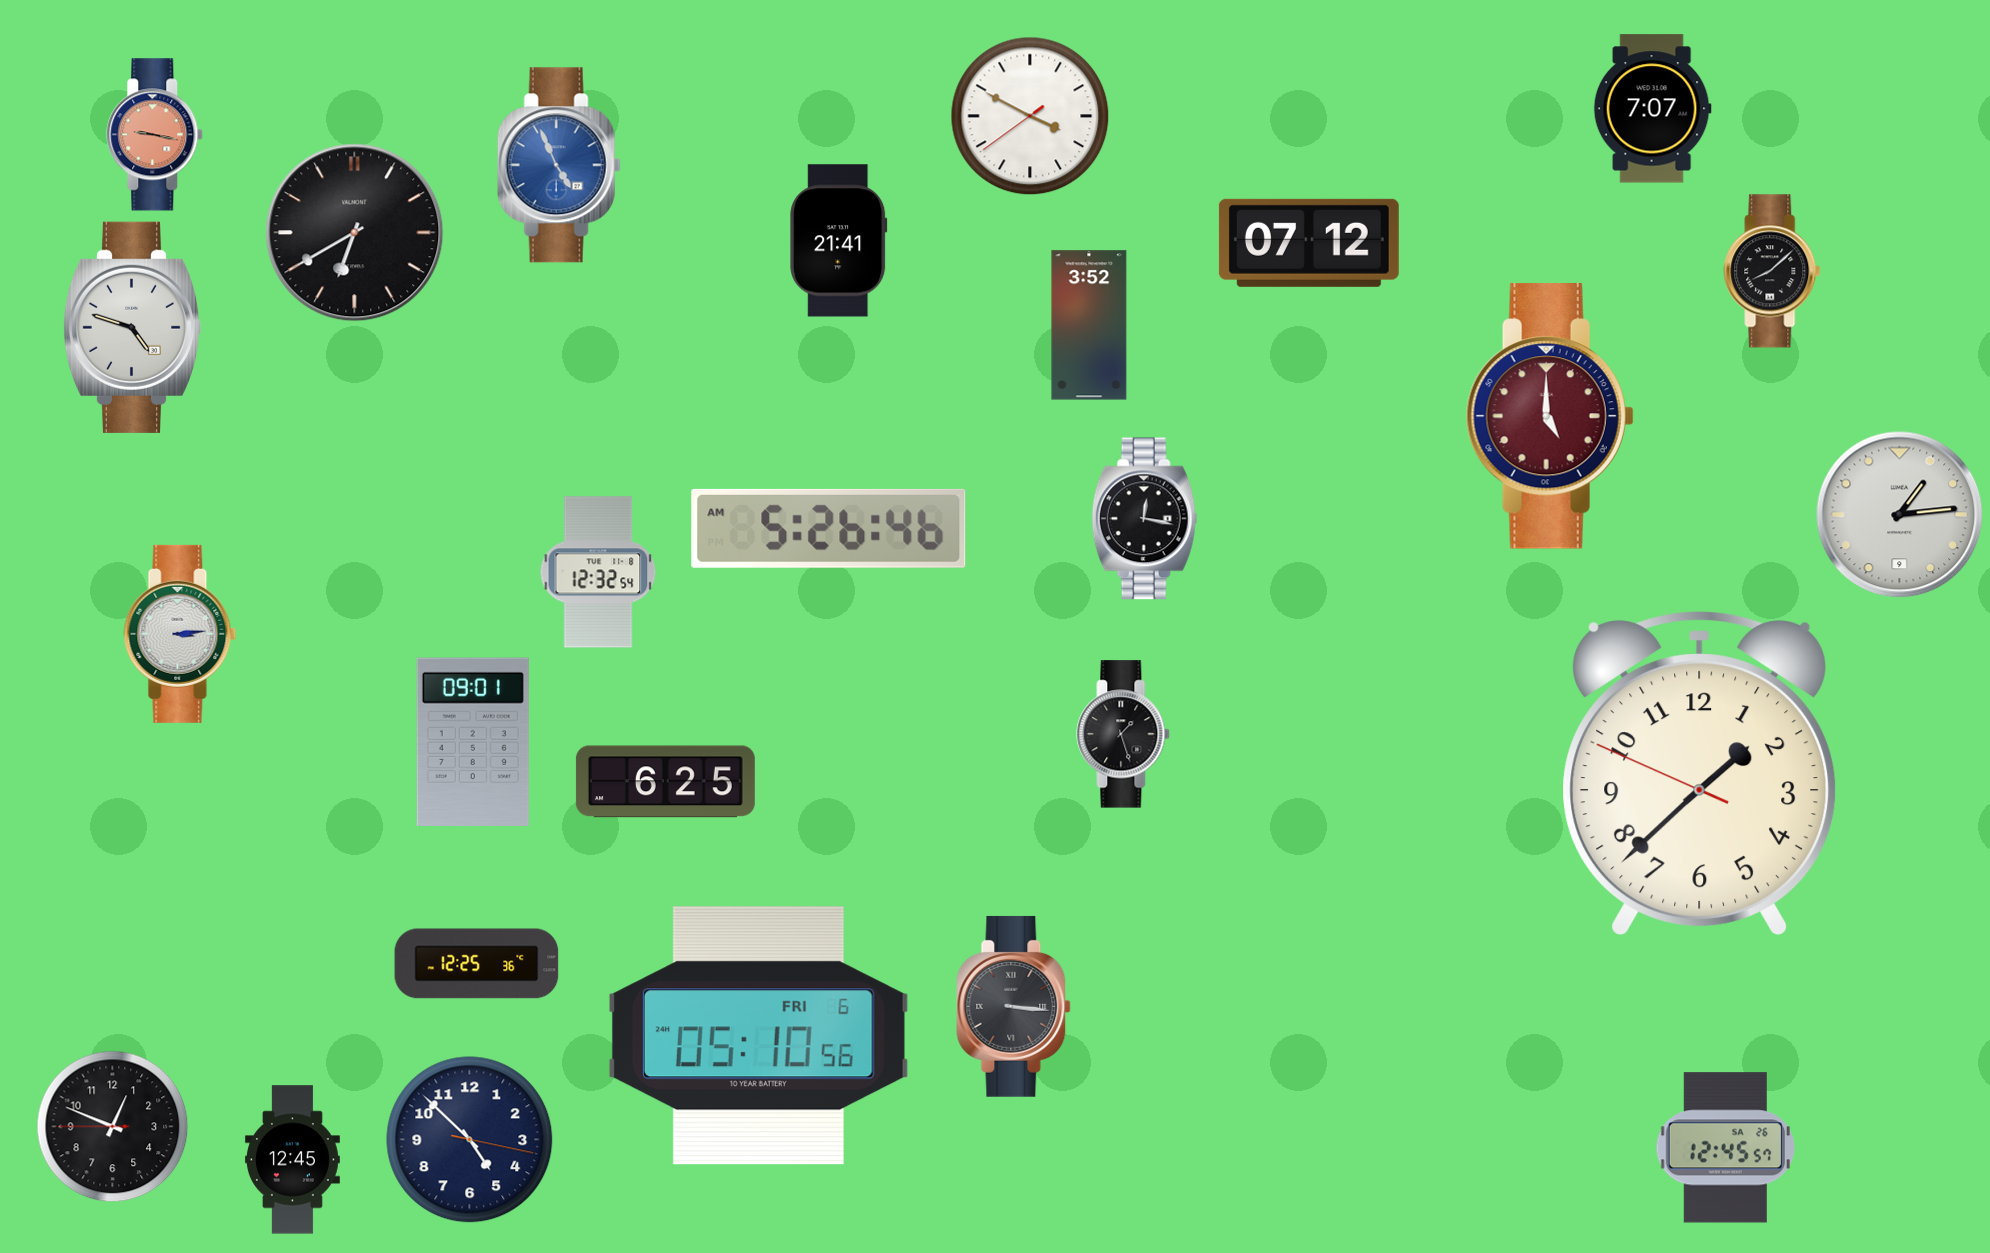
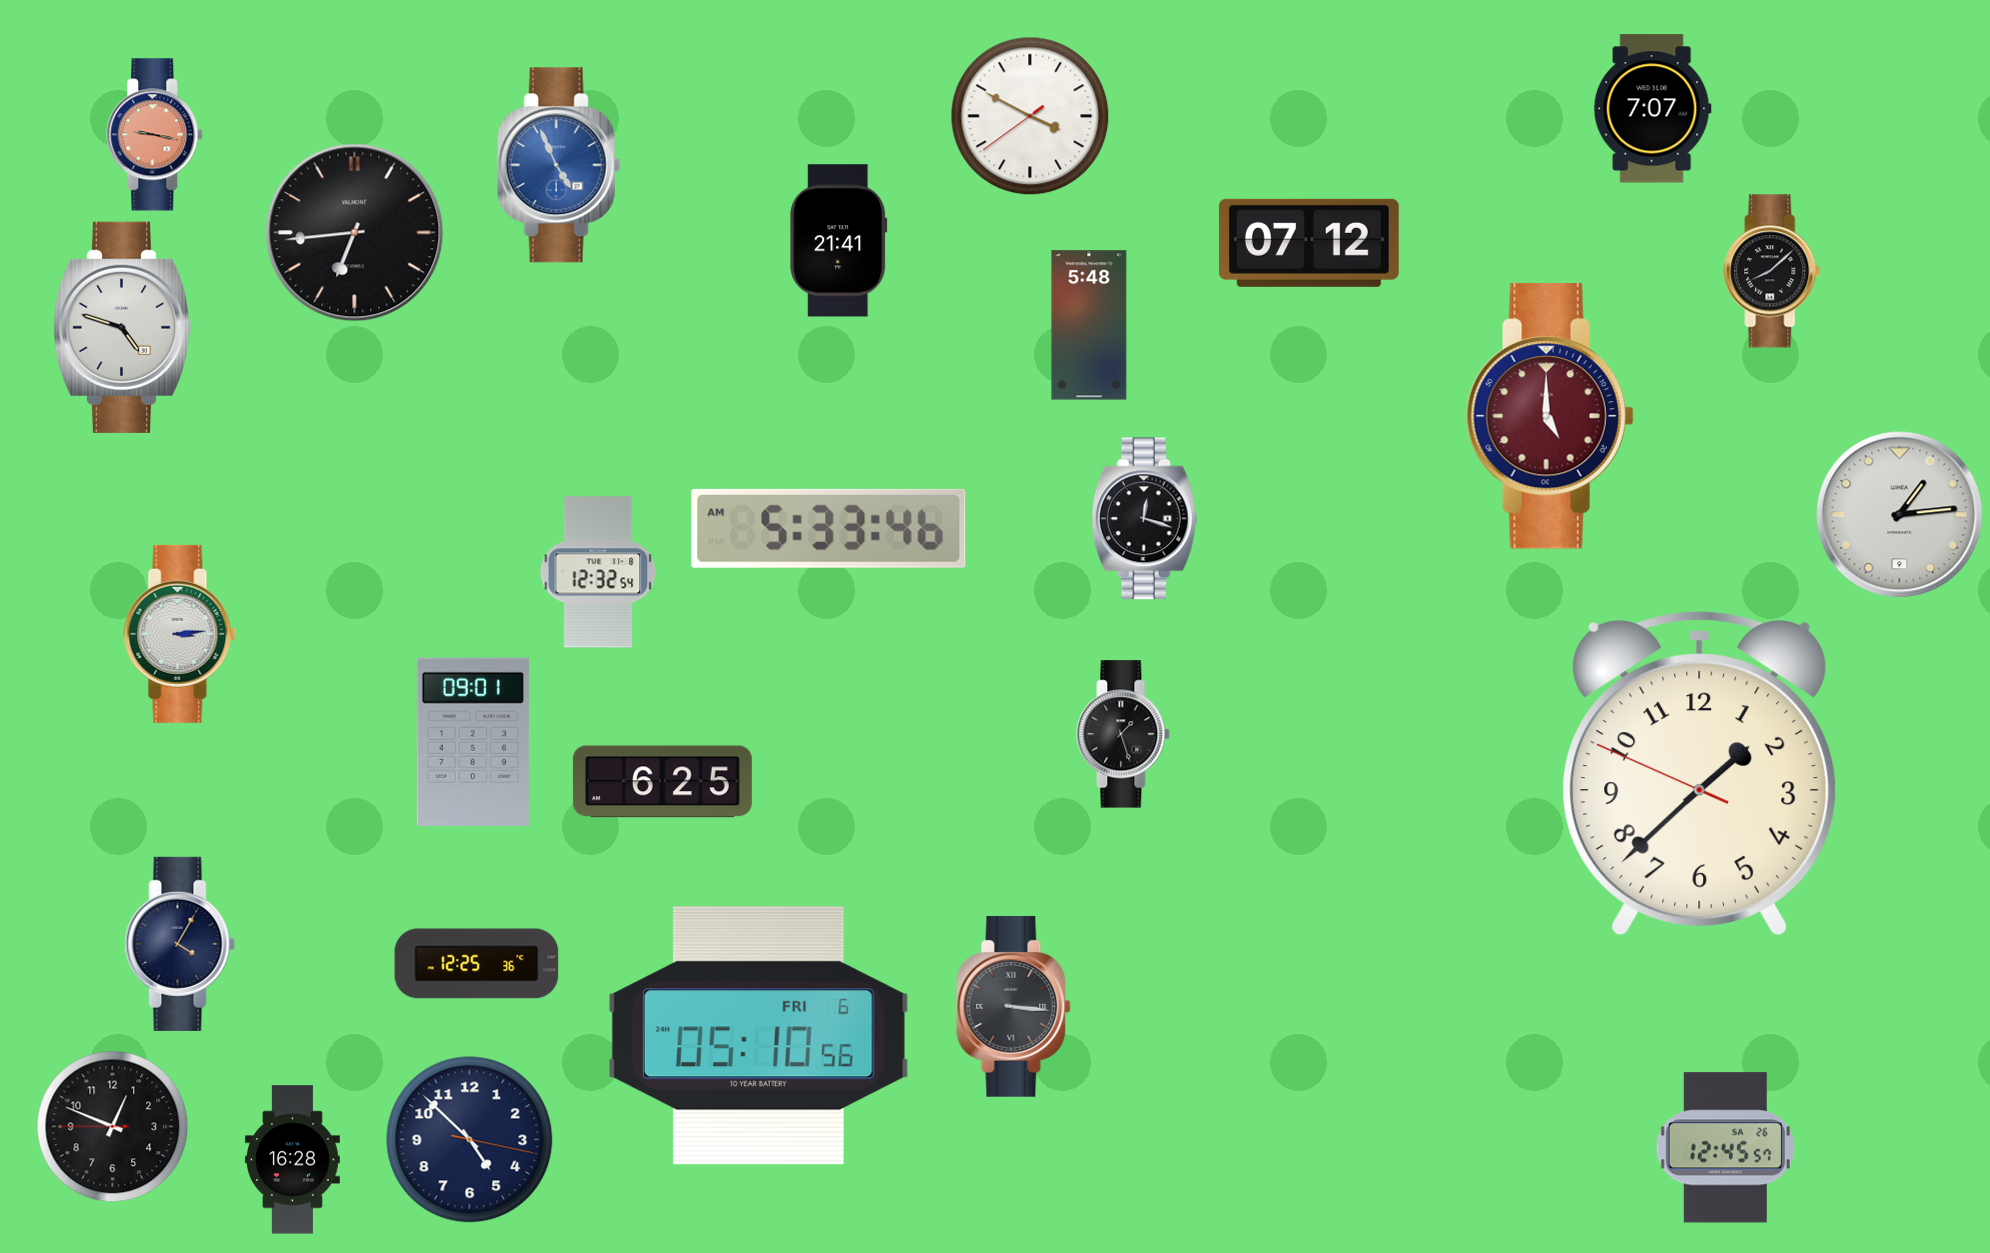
clock at (355, 233): 6:40 -> 6:44
clock at (1089, 325): 3:52 -> 5:48
clock at (132, 327) position: (132, 327) -> (122, 327)
clock at (1145, 519): 12:17 -> 12:18
clock at (829, 528): 5:26 -> 5:33
clock at (665, 782) position: (665, 782) -> (662, 782)
clock at (180, 944): none -> 4:05
clock at (292, 1160): 12:45 -> 16:28
